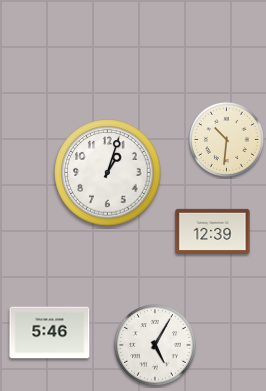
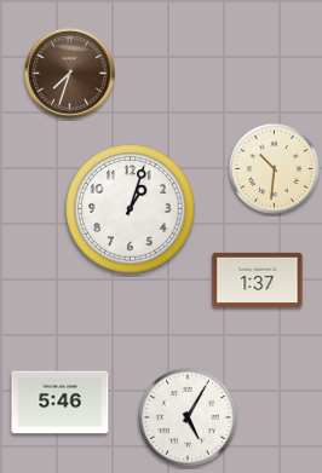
clock at (70, 74): none -> 7:33
clock at (213, 231): 12:39 -> 1:37
